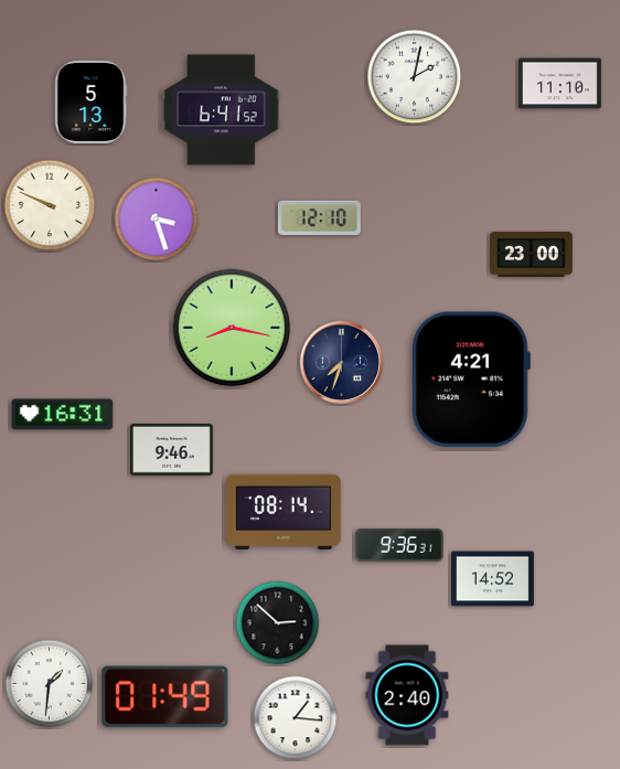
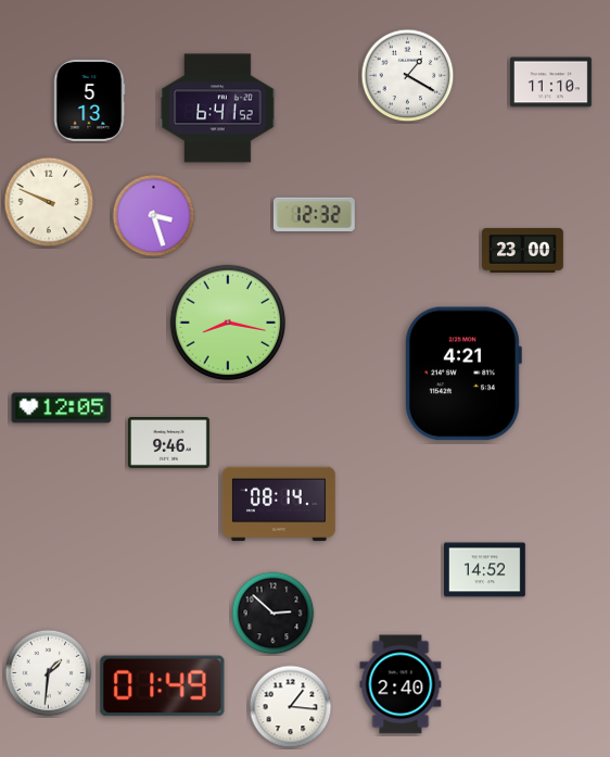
clock at (415, 77): 2:02 -> 1:20
clock at (319, 217): 12:10 -> 12:32
clock at (342, 363): 7:33 -> none
clock at (63, 415): 16:31 -> 12:05
clock at (399, 546): 9:36 -> none
